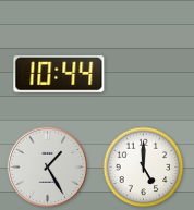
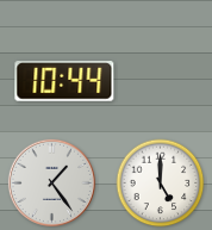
clock at (47, 166): 1:25 -> 1:24
clock at (144, 168) position: (144, 168) -> (161, 184)
